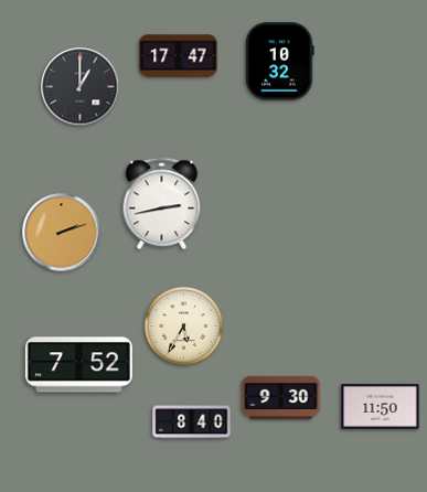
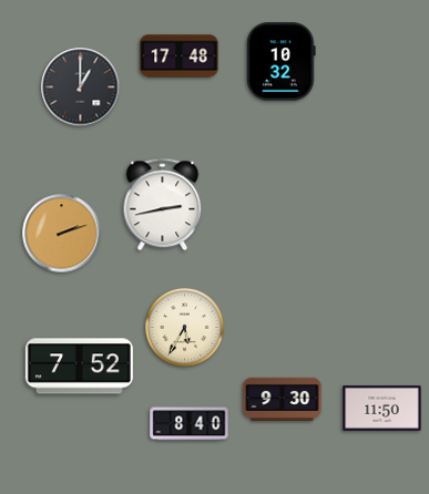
clock at (179, 56): 17:47 -> 17:48
clock at (192, 423) position: (192, 423) -> (190, 424)
